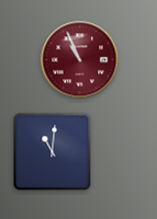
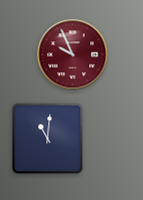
clock at (80, 60): 10:56 -> 9:56
